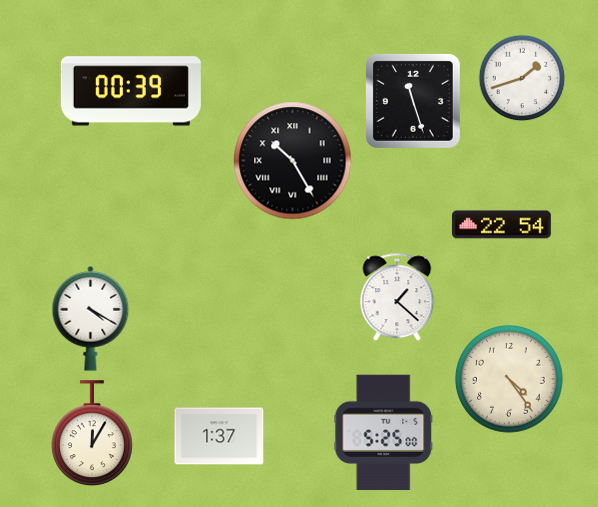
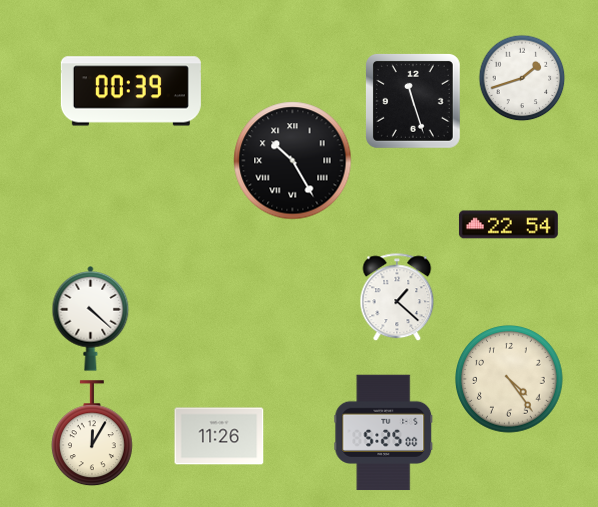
clock at (501, 225) position: (501, 225) -> (508, 225)
clock at (91, 319): 4:20 -> 4:22
clock at (219, 436): 1:37 -> 11:26
